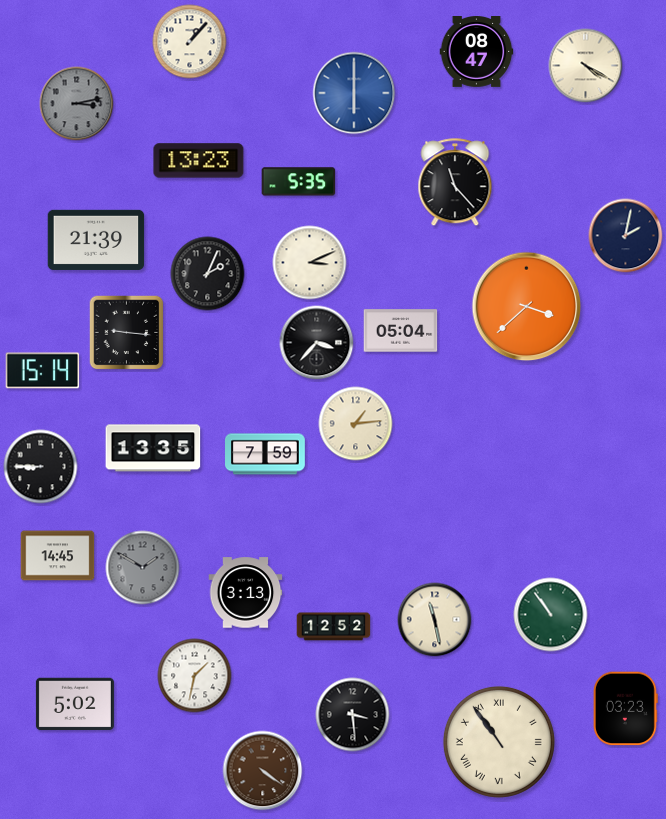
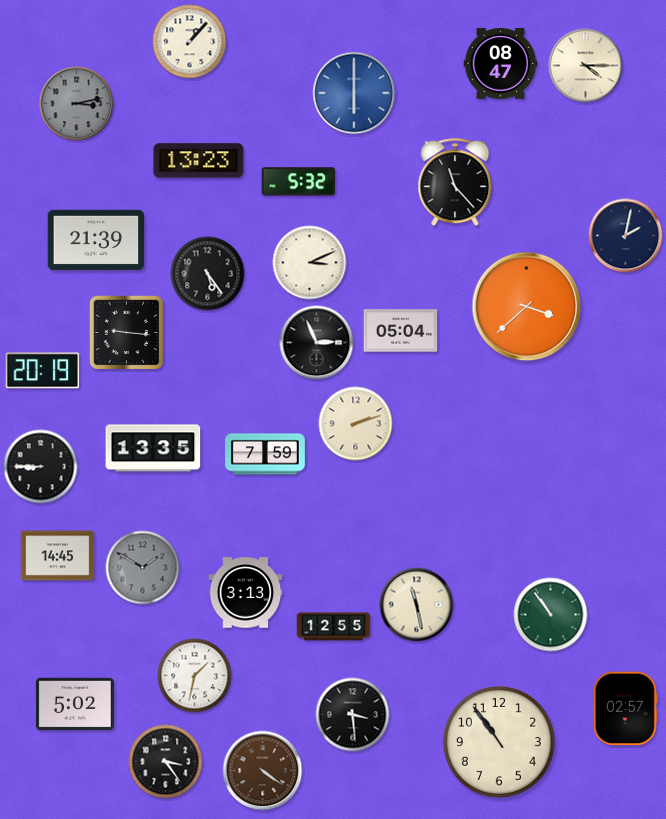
clock at (477, 52) position: (477, 52) -> (501, 64)
clock at (586, 66): 4:20 -> 4:15
clock at (299, 182): 5:35 -> 5:32
clock at (208, 274): 2:04 -> 5:24
clock at (317, 343): 3:37 -> 2:56
clock at (43, 371): 15:14 -> 20:19
clock at (356, 424): 1:14 -> 2:12
clock at (435, 620) position: (435, 620) -> (417, 605)
clock at (334, 627): 12:52 -> 12:55
clock at (625, 709): 03:23 -> 02:57
clock at (499, 742) numerals: Roman -> Arabic
clock at (166, 762): none -> 3:24
